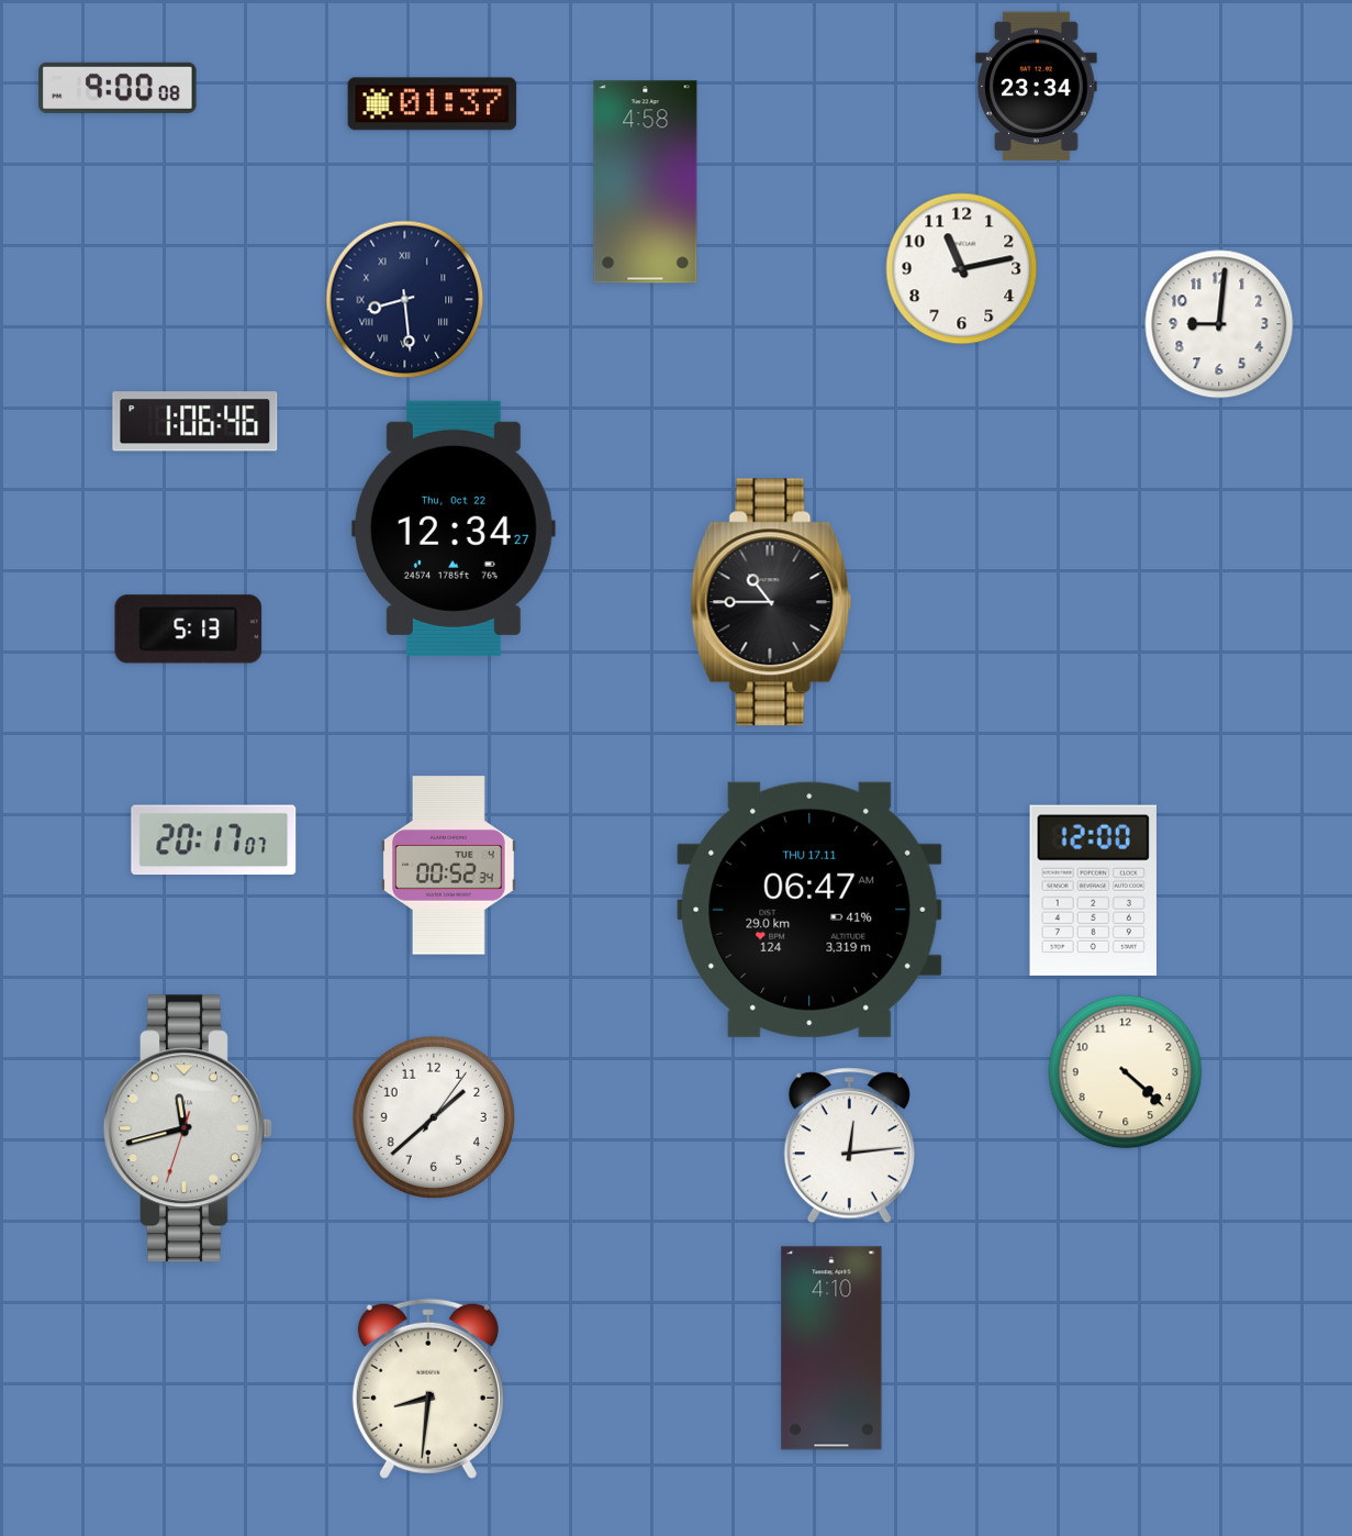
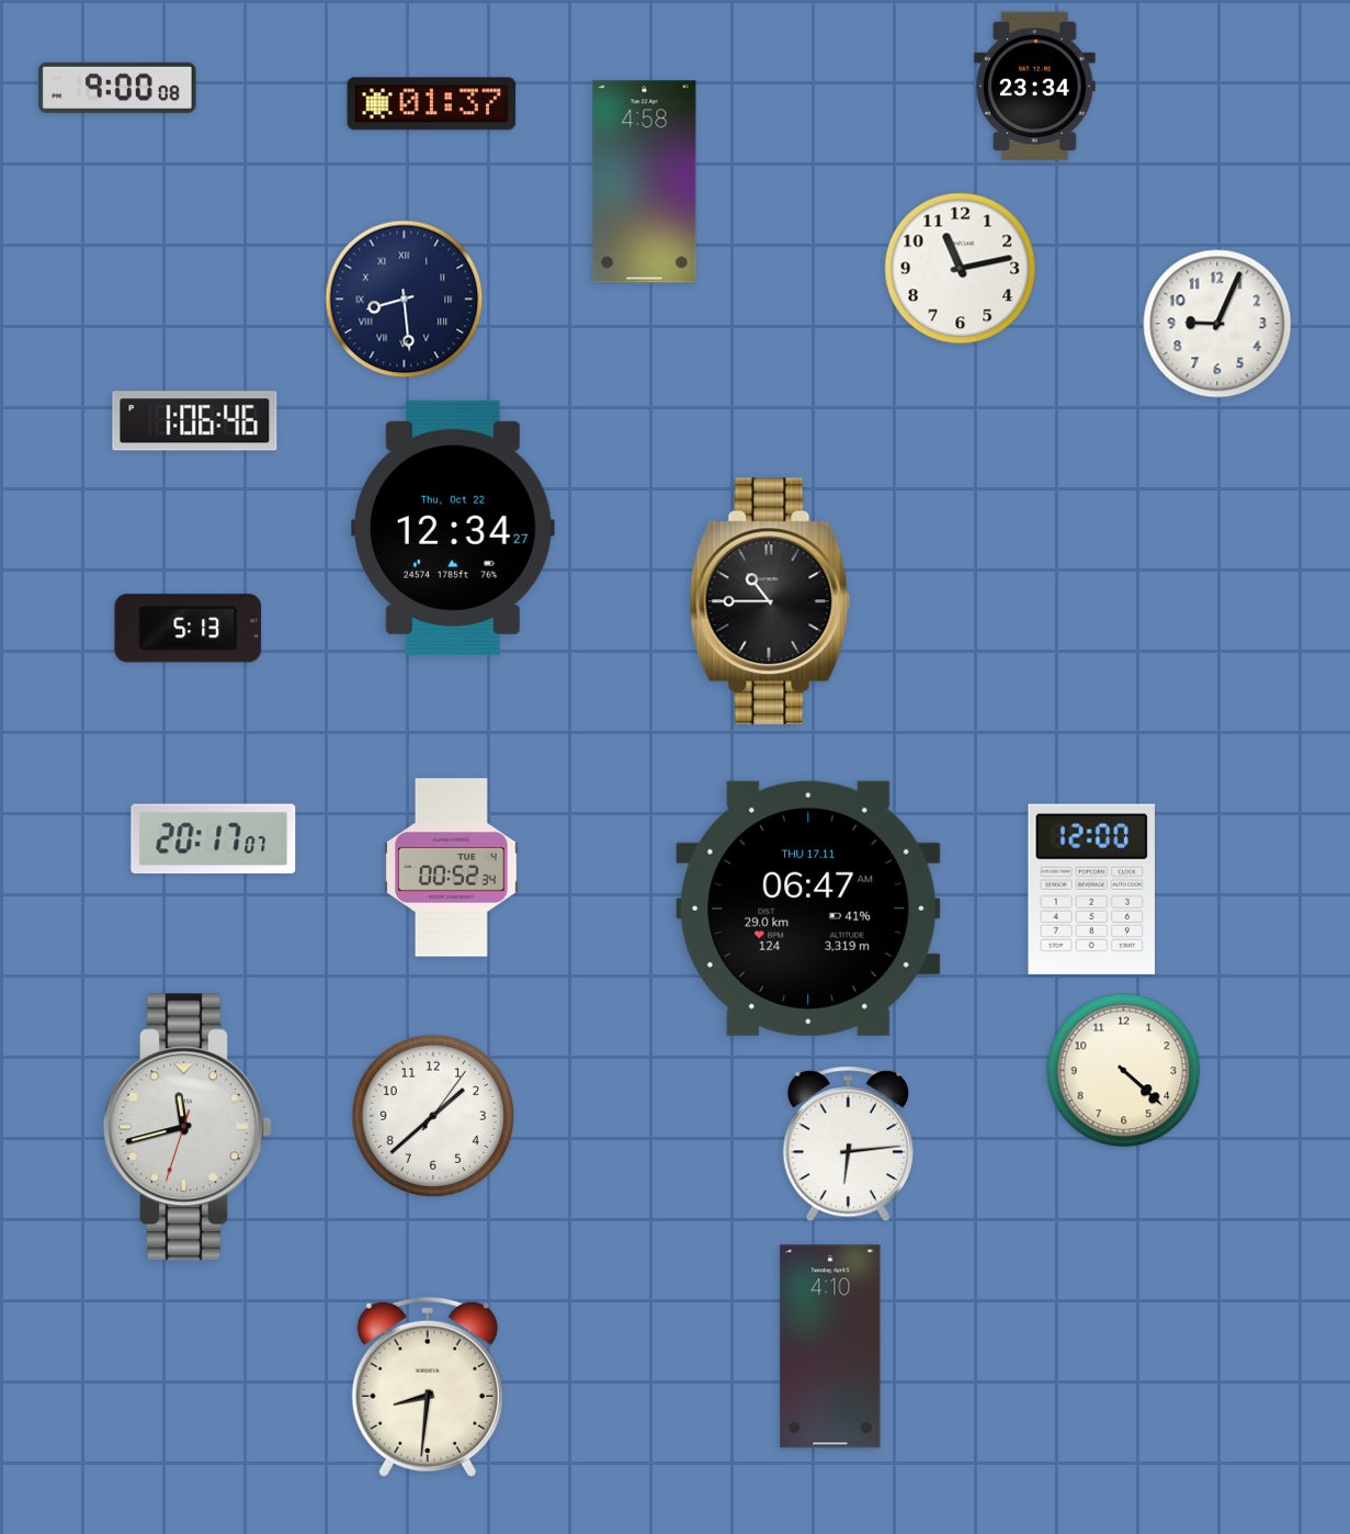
clock at (1219, 324): 9:01 -> 9:04
clock at (449, 866) position: (449, 866) -> (452, 868)
clock at (849, 1146): 12:14 -> 6:14
